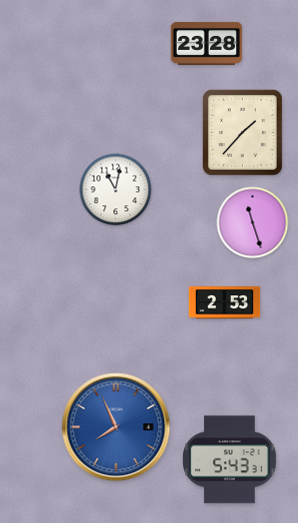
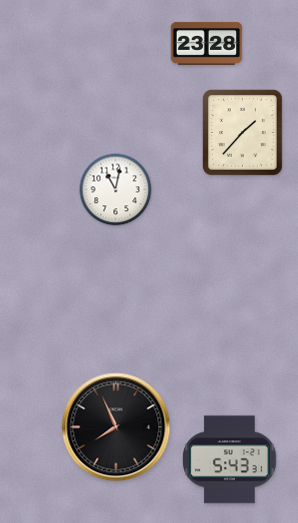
clock at (253, 223): 11:27 -> none
clock at (225, 303): 2:53 -> none
clock at (116, 427) dial: blue -> black
